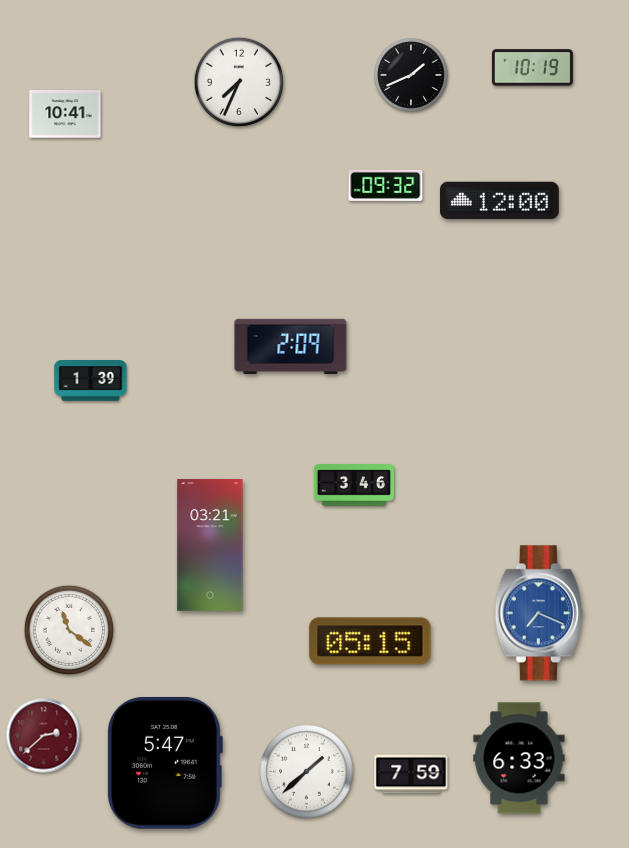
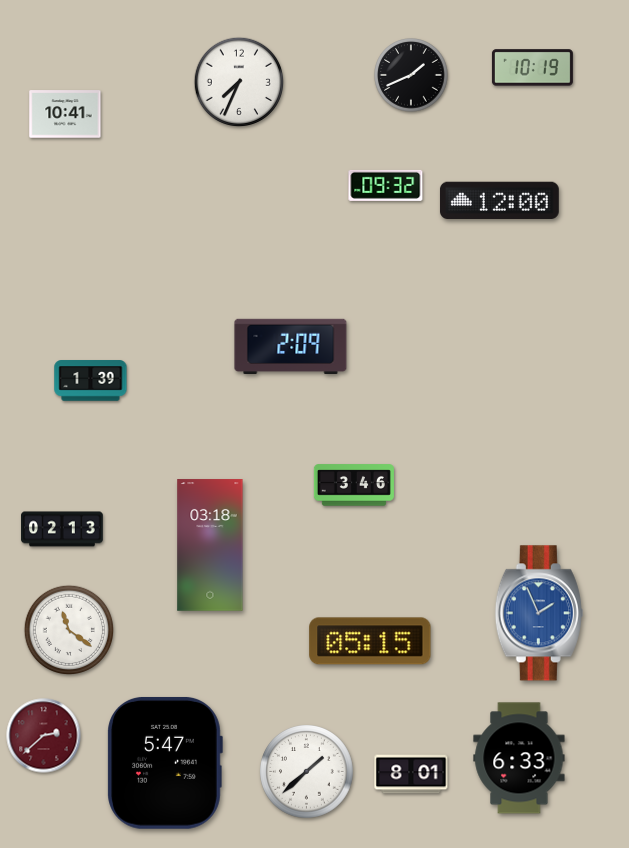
clock at (62, 529): none -> 02:13
clock at (210, 545): 03:21 -> 03:18
clock at (539, 613): 7:19 -> 1:56
clock at (411, 774): 7:59 -> 8:01
